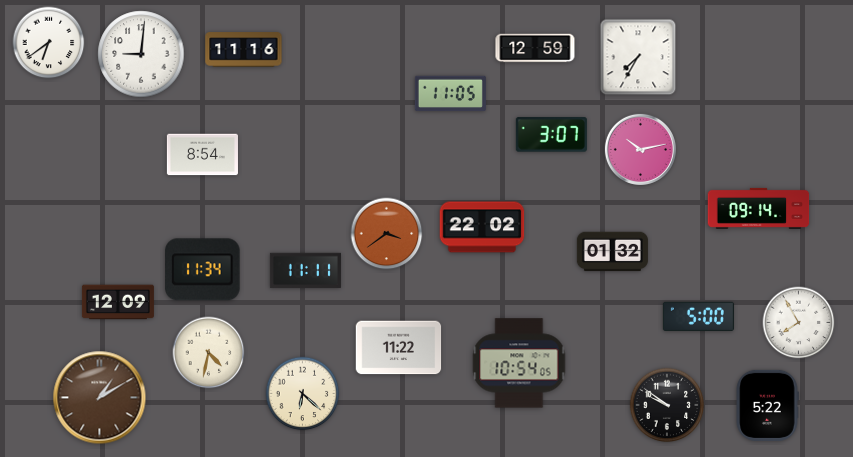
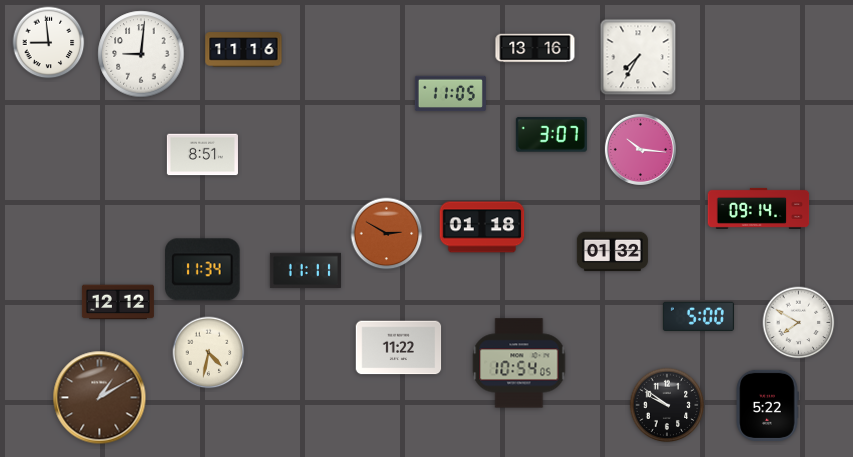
clock at (49, 43): 6:39 -> 8:59
clock at (535, 48): 12:59 -> 13:16
clock at (640, 149): 10:13 -> 10:16
clock at (202, 155): 8:54 -> 8:51
clock at (482, 227): 22:02 -> 01:18
clock at (387, 234): 3:39 -> 2:50
clock at (118, 302): 12:09 -> 12:12
clock at (799, 323): 7:55 -> 7:50
clock at (303, 394): 6:22 -> none
